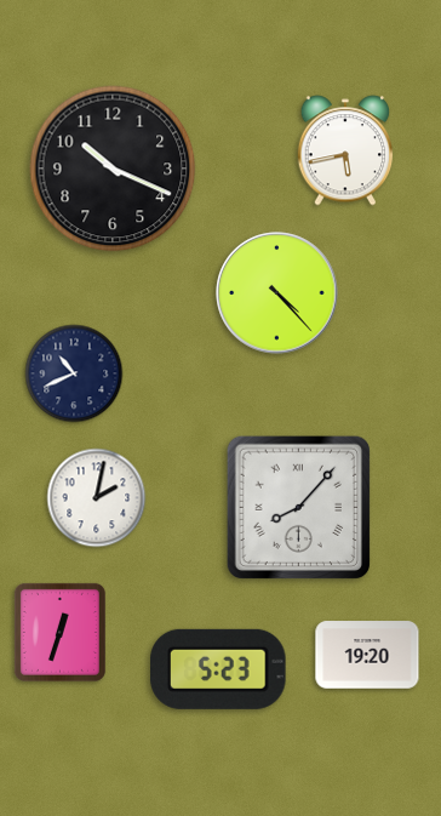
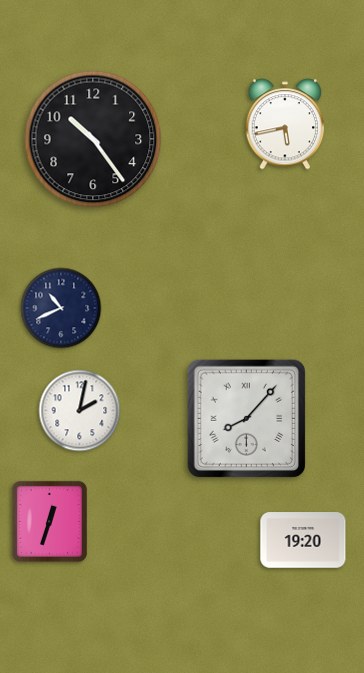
clock at (113, 169): 10:19 -> 10:24
clock at (277, 293): 4:23 -> none
clock at (218, 669): 5:23 -> none
